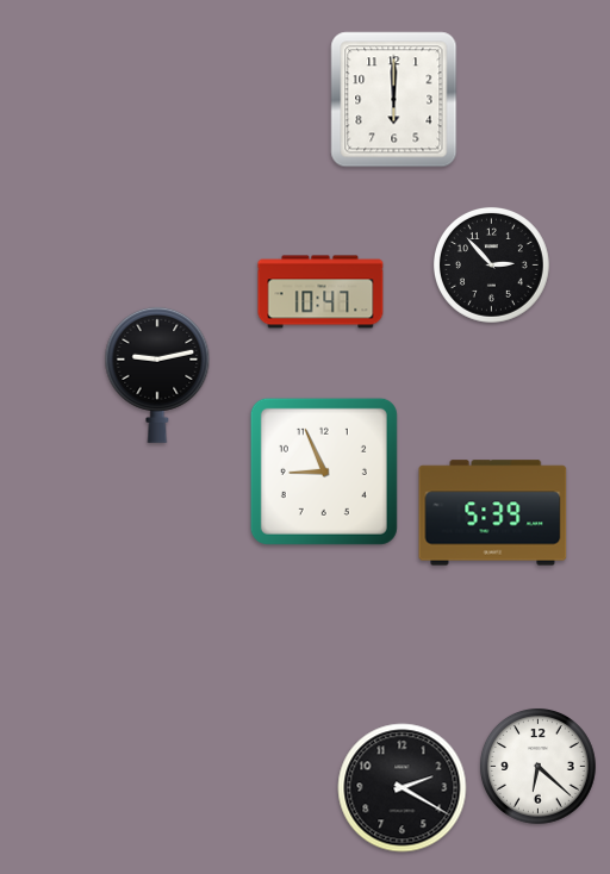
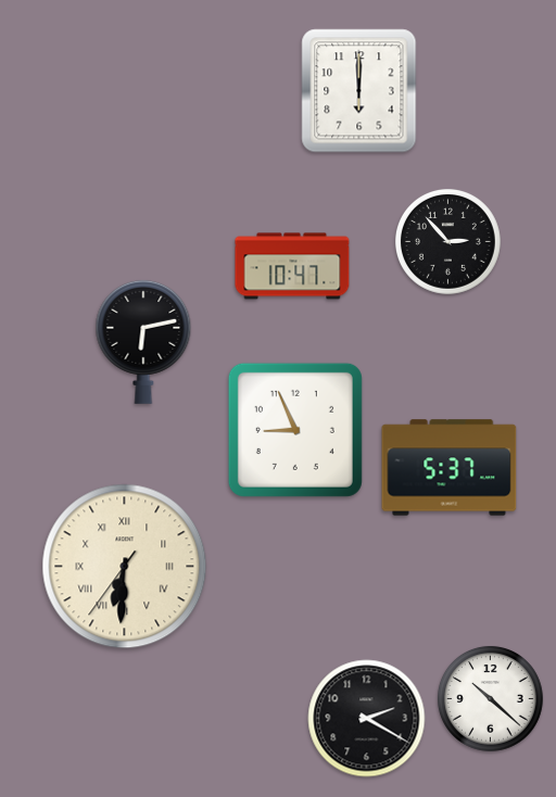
clock at (157, 375): 9:13 -> 6:13
clock at (493, 513): 5:39 -> 5:37
clock at (125, 567): none -> 6:30
clock at (539, 767): 6:22 -> 10:22
